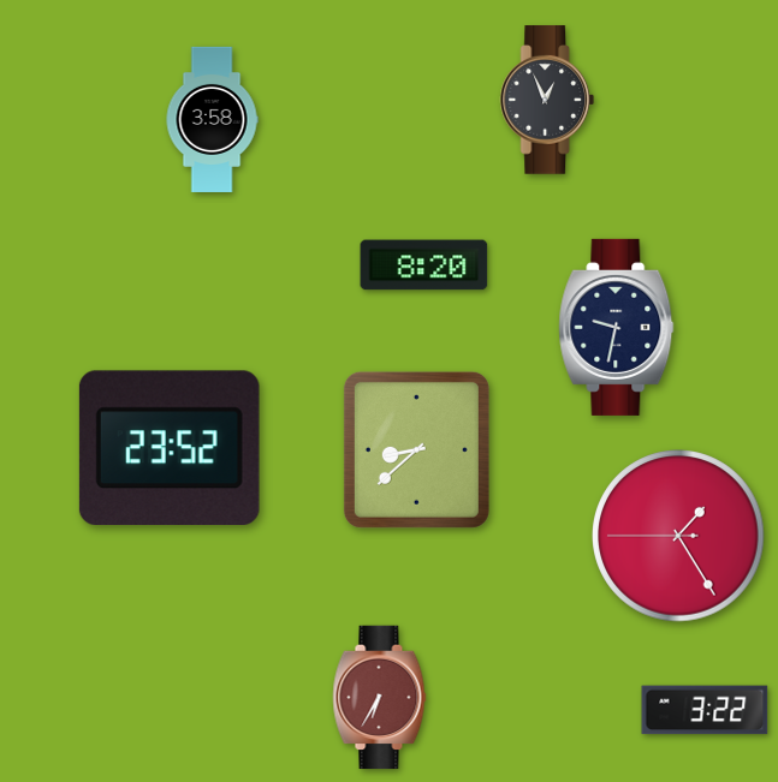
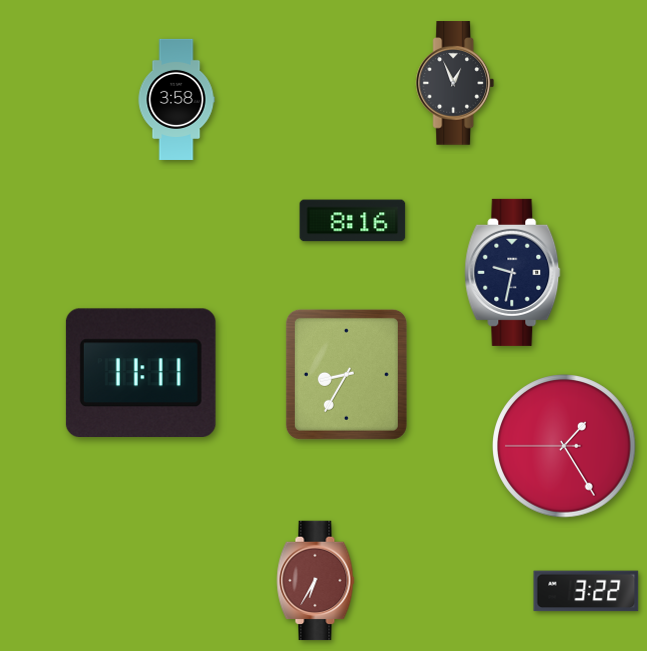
clock at (424, 265): 8:20 -> 8:16
clock at (170, 447): 23:52 -> 11:11
clock at (416, 449): 8:38 -> 8:35
